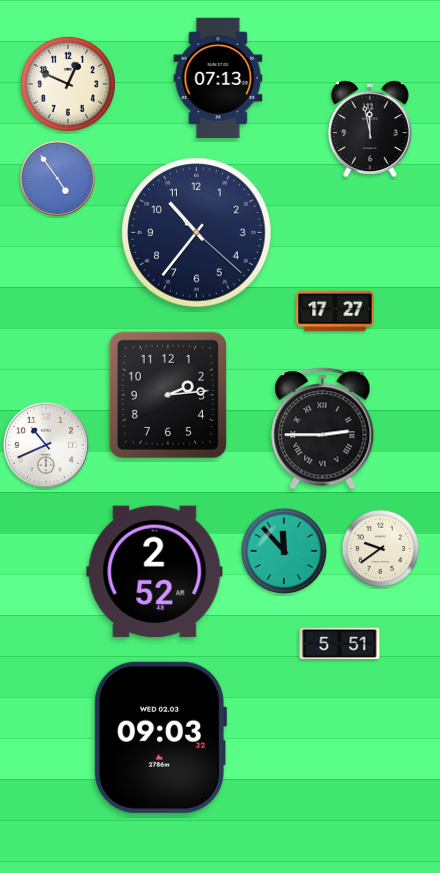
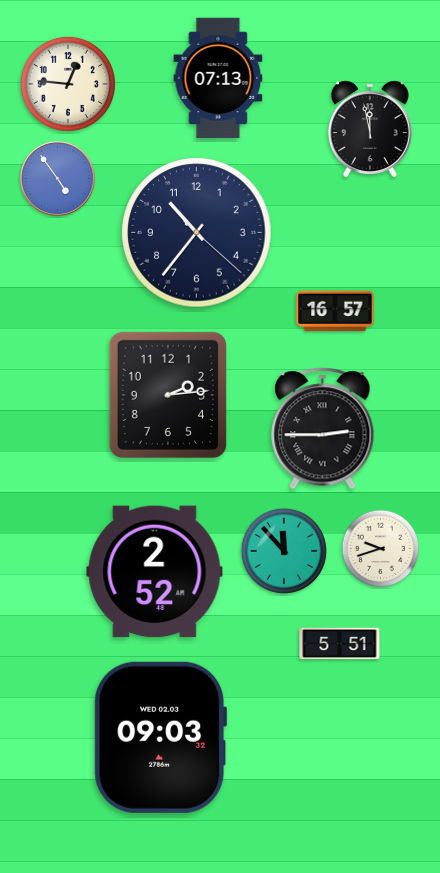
clock at (68, 84): 12:49 -> 12:46
clock at (335, 311): 17:27 -> 16:57
clock at (46, 445): 10:41 -> none
clock at (381, 549): 9:39 -> 9:42
